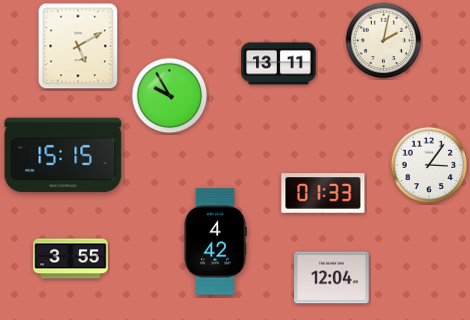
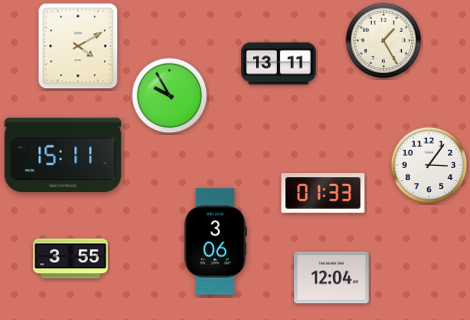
clock at (384, 41): 2:02 -> 1:25
clock at (78, 46): 5:10 -> 4:10
clock at (63, 155): 15:15 -> 15:11
clock at (215, 242): 4:42 -> 3:06
